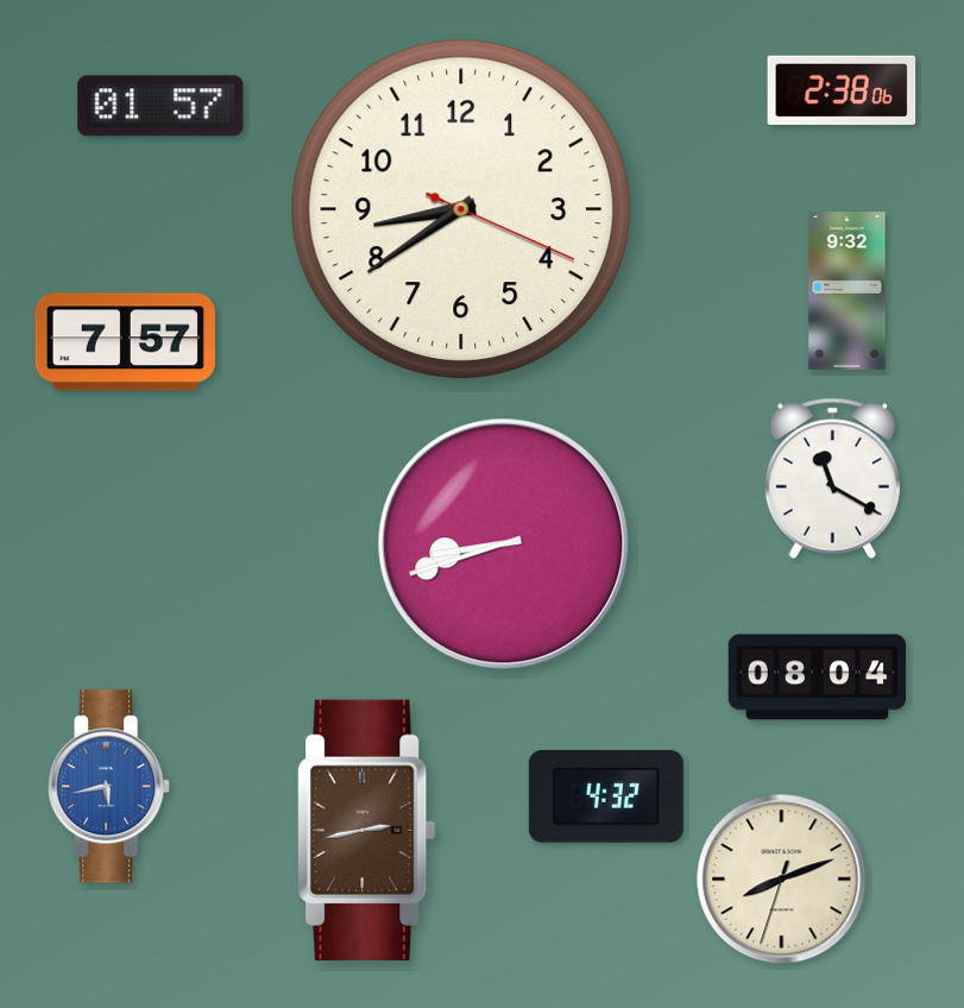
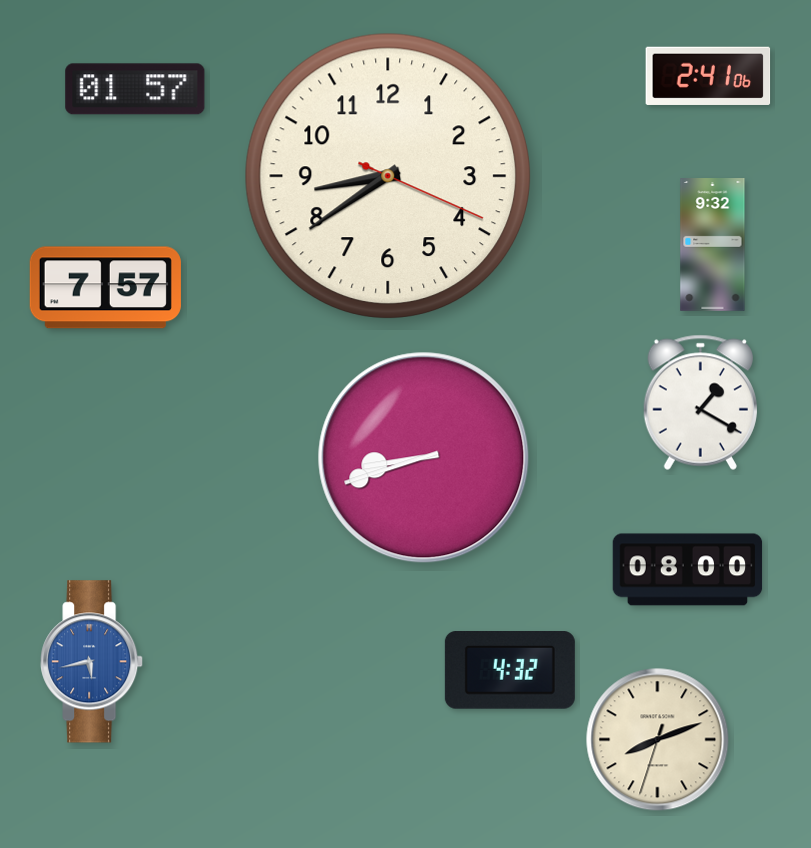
clock at (842, 89): 2:38 -> 2:41
clock at (832, 478): 11:20 -> 1:20
clock at (818, 678): 08:04 -> 08:00
clock at (367, 830): 2:43 -> none
